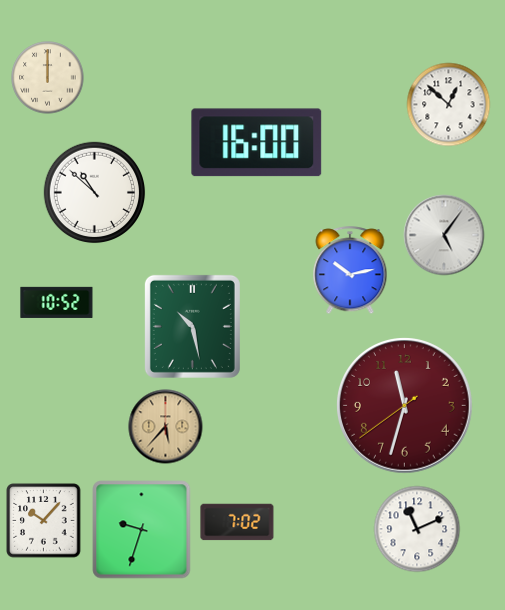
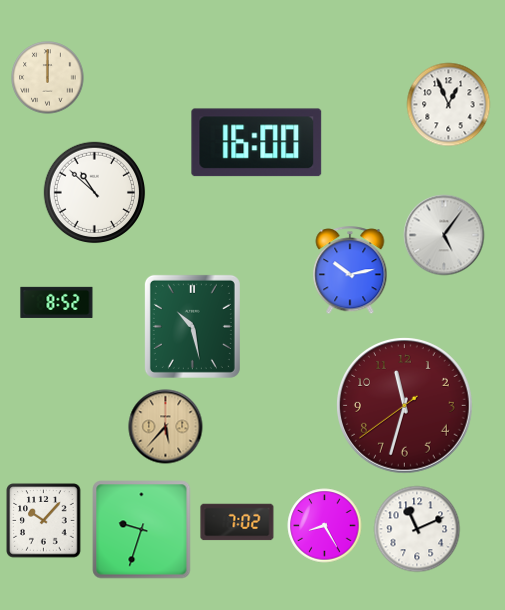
clock at (449, 105): 12:52 -> 12:56
clock at (57, 302): 10:52 -> 8:52
clock at (325, 526): none -> 8:25
